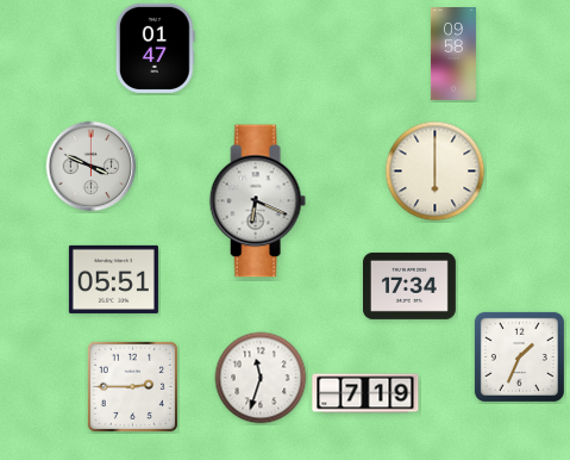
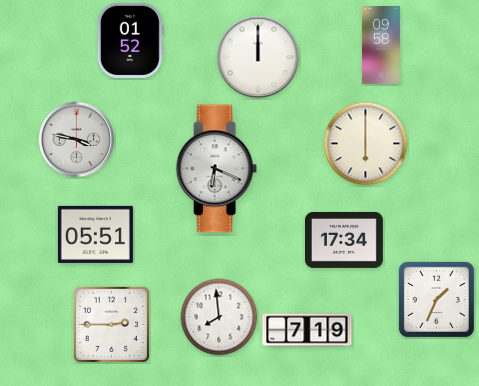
clock at (155, 48): 01:47 -> 01:52
clock at (258, 57): none -> 12:00
clock at (92, 167): 3:49 -> 3:47
clock at (261, 378): 11:33 -> 7:59
